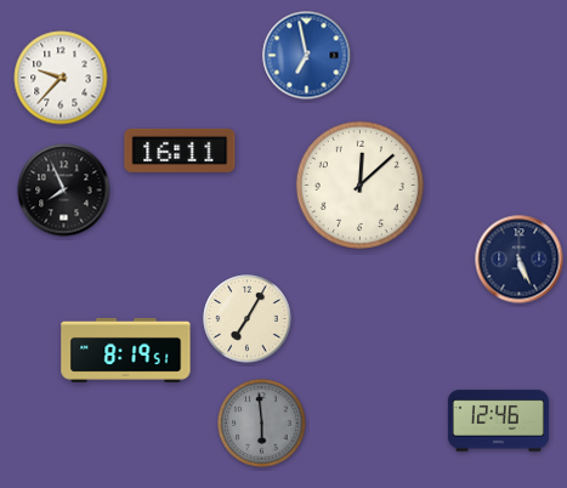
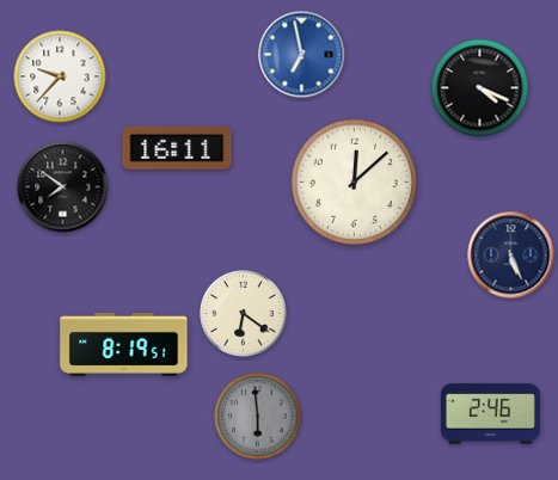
clock at (480, 88): none -> 4:19
clock at (64, 191): 7:56 -> 7:51
clock at (248, 319): 7:05 -> 6:21
clock at (498, 421): 12:46 -> 2:46
